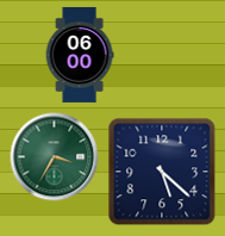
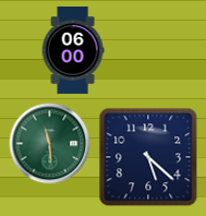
clock at (55, 157): 3:35 -> 11:29
